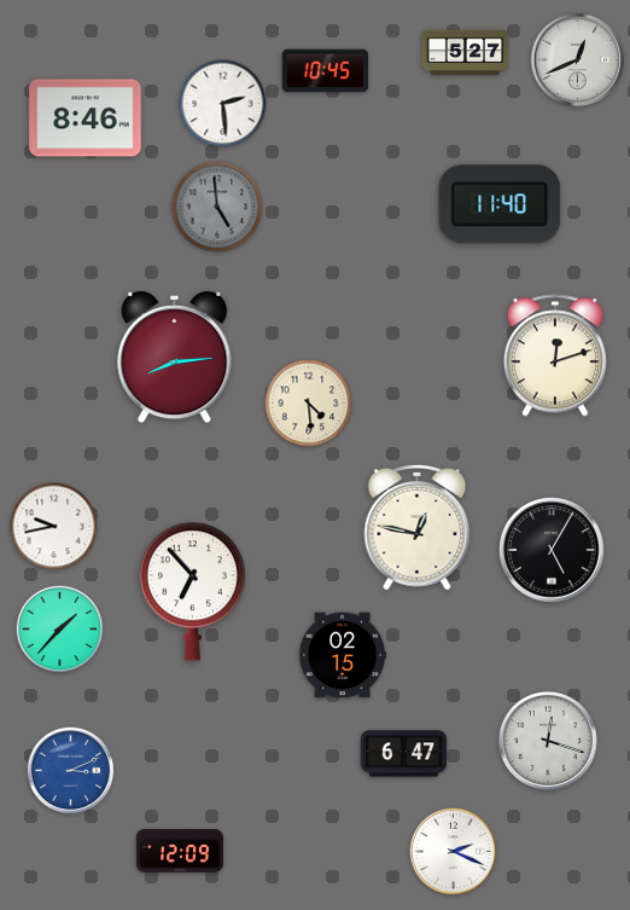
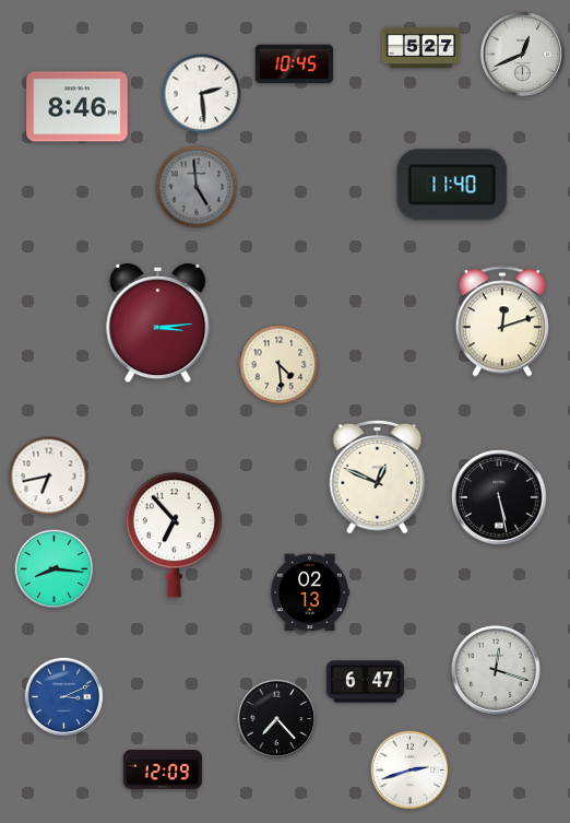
clock at (175, 358): 8:14 -> 3:14
clock at (54, 527): 9:43 -> 6:43
clock at (418, 527): 12:47 -> 12:49
clock at (552, 550): 5:05 -> 5:28
clock at (60, 630): 1:37 -> 8:16
clock at (342, 655): 02:15 -> 02:13
clock at (277, 719): none -> 7:23
clock at (454, 852): 2:19 -> 2:42
